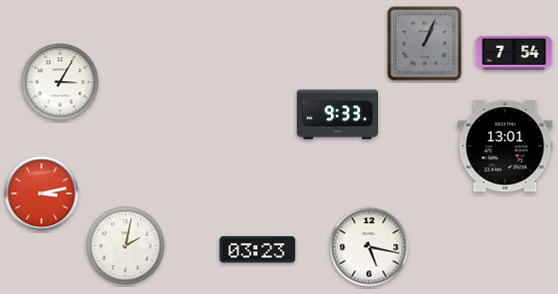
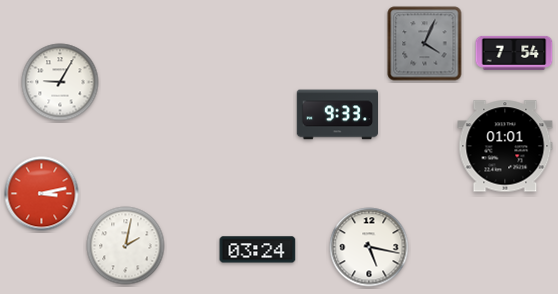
clock at (425, 44): 1:04 -> 4:04
clock at (60, 82): 3:05 -> 9:05
clock at (505, 146): 13:01 -> 01:01
clock at (258, 250): 03:23 -> 03:24
